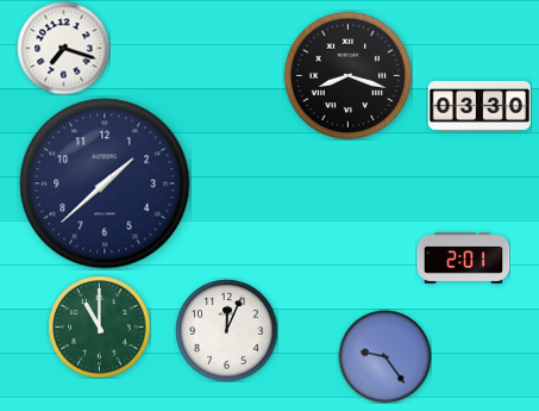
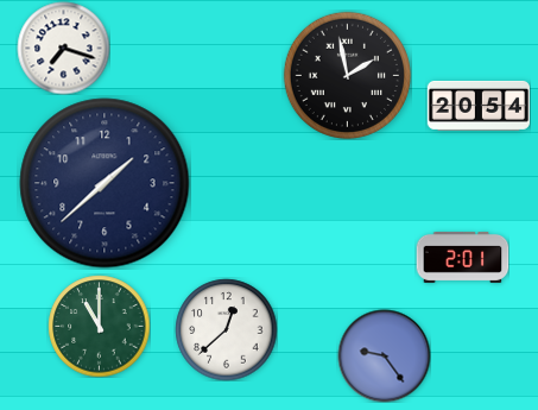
clock at (347, 75): 8:18 -> 1:58
clock at (478, 106): 03:30 -> 20:54
clock at (226, 330): 12:04 -> 12:38
